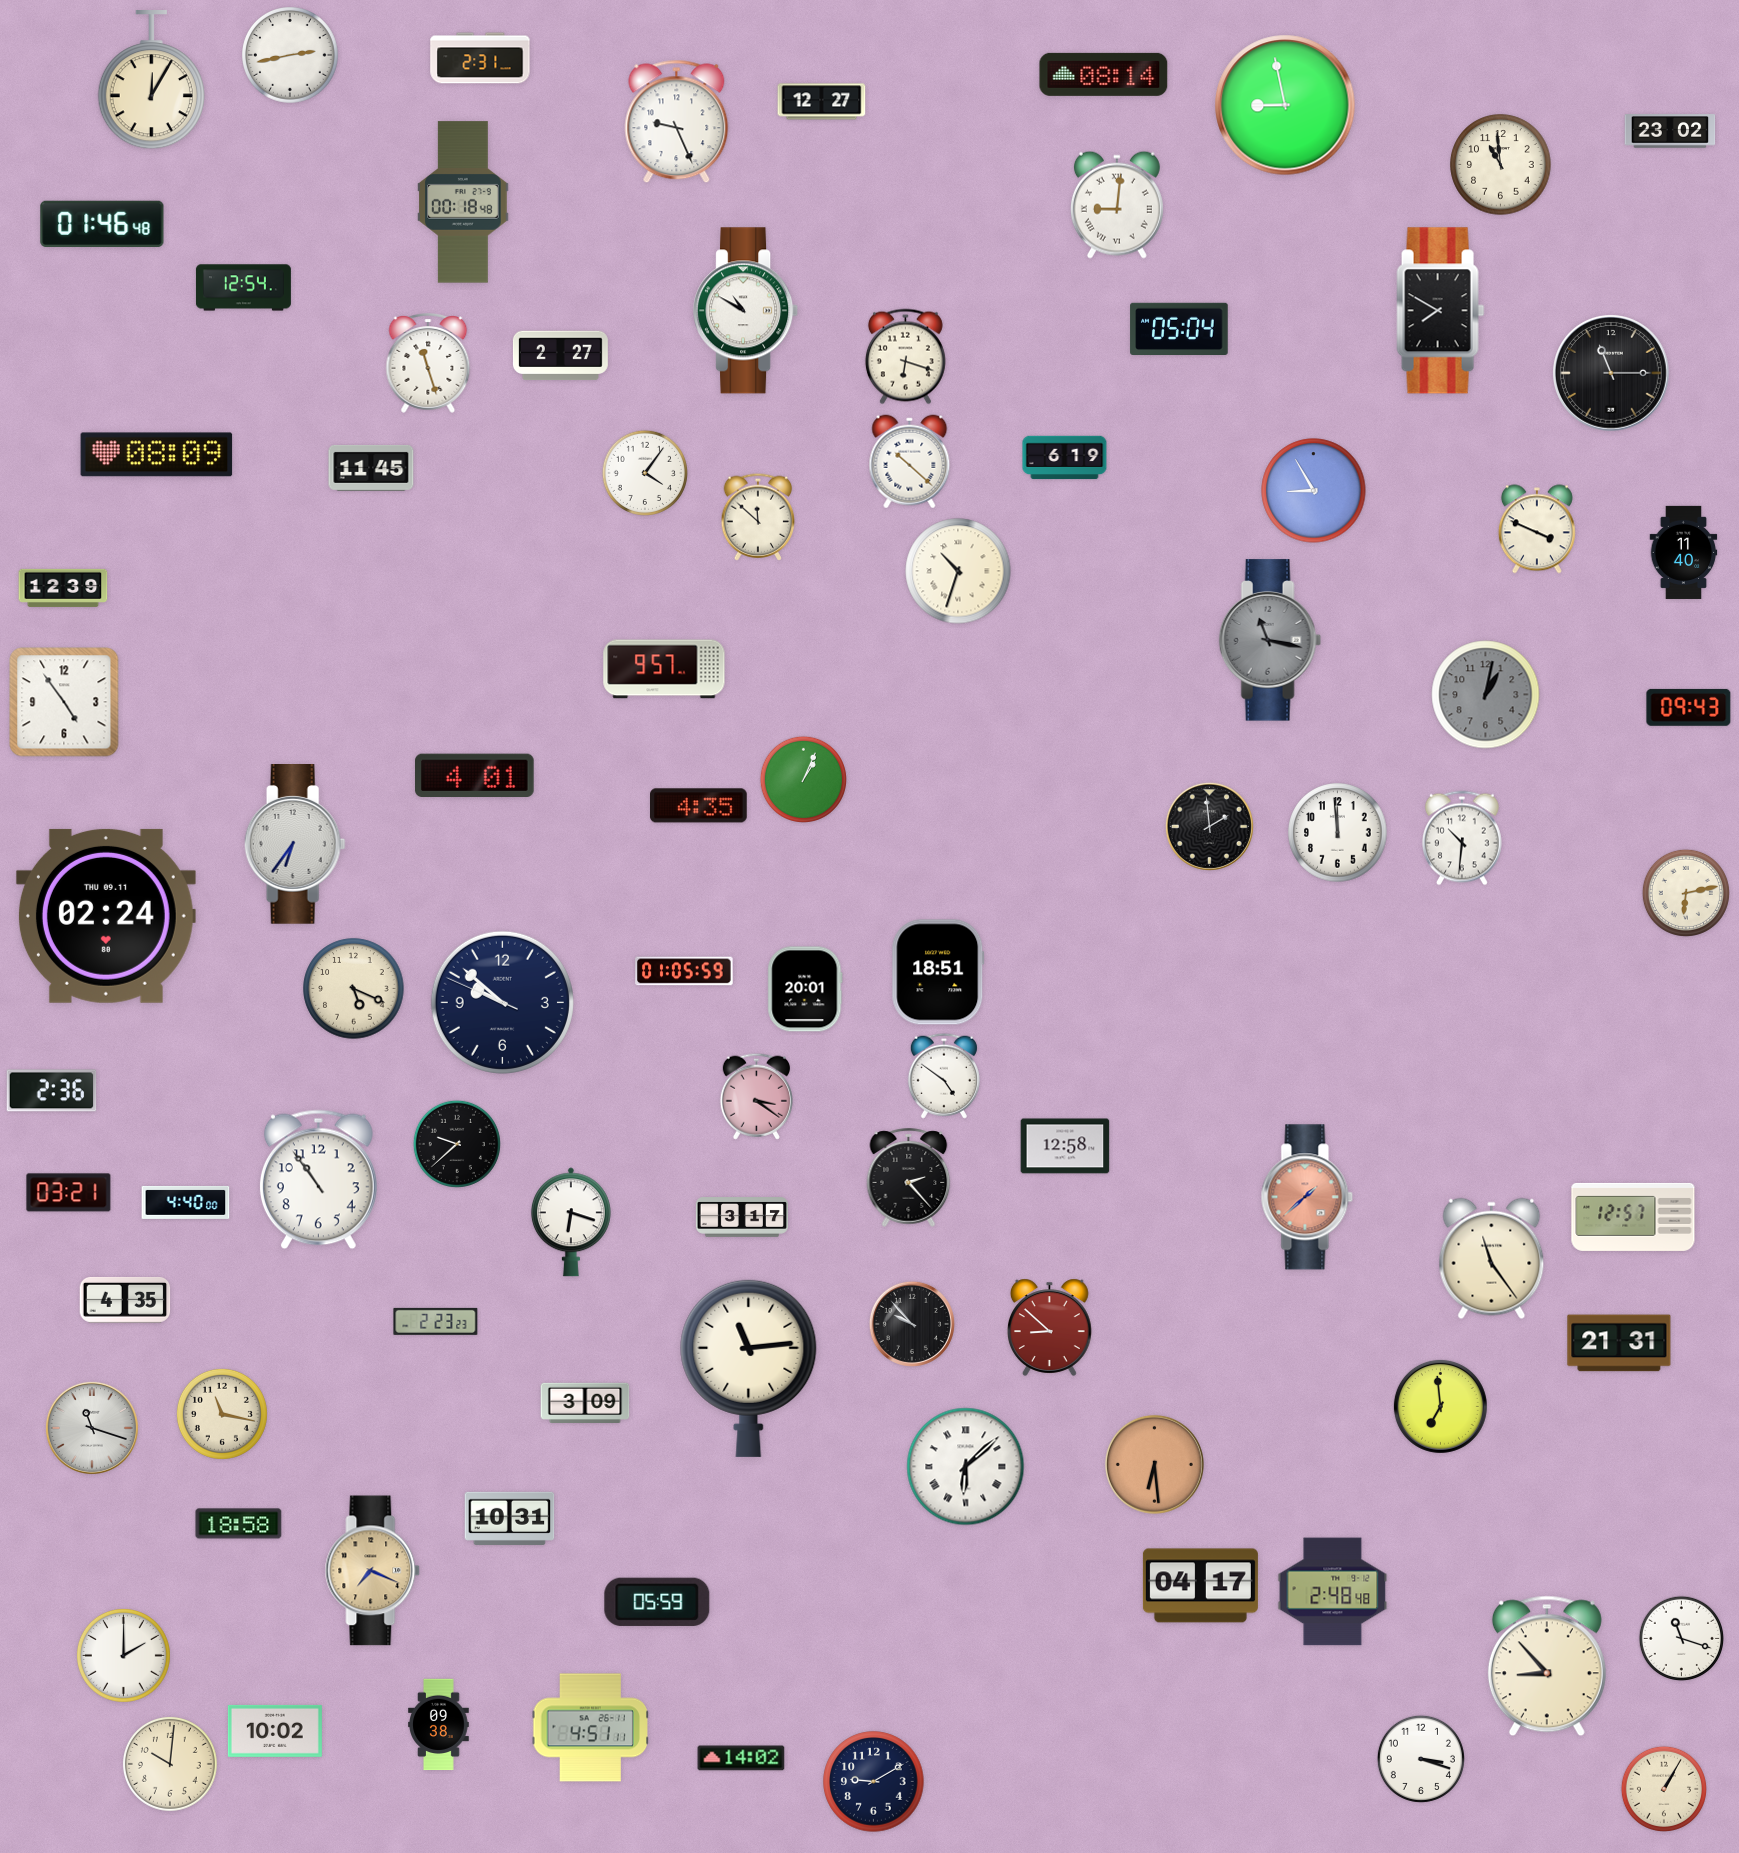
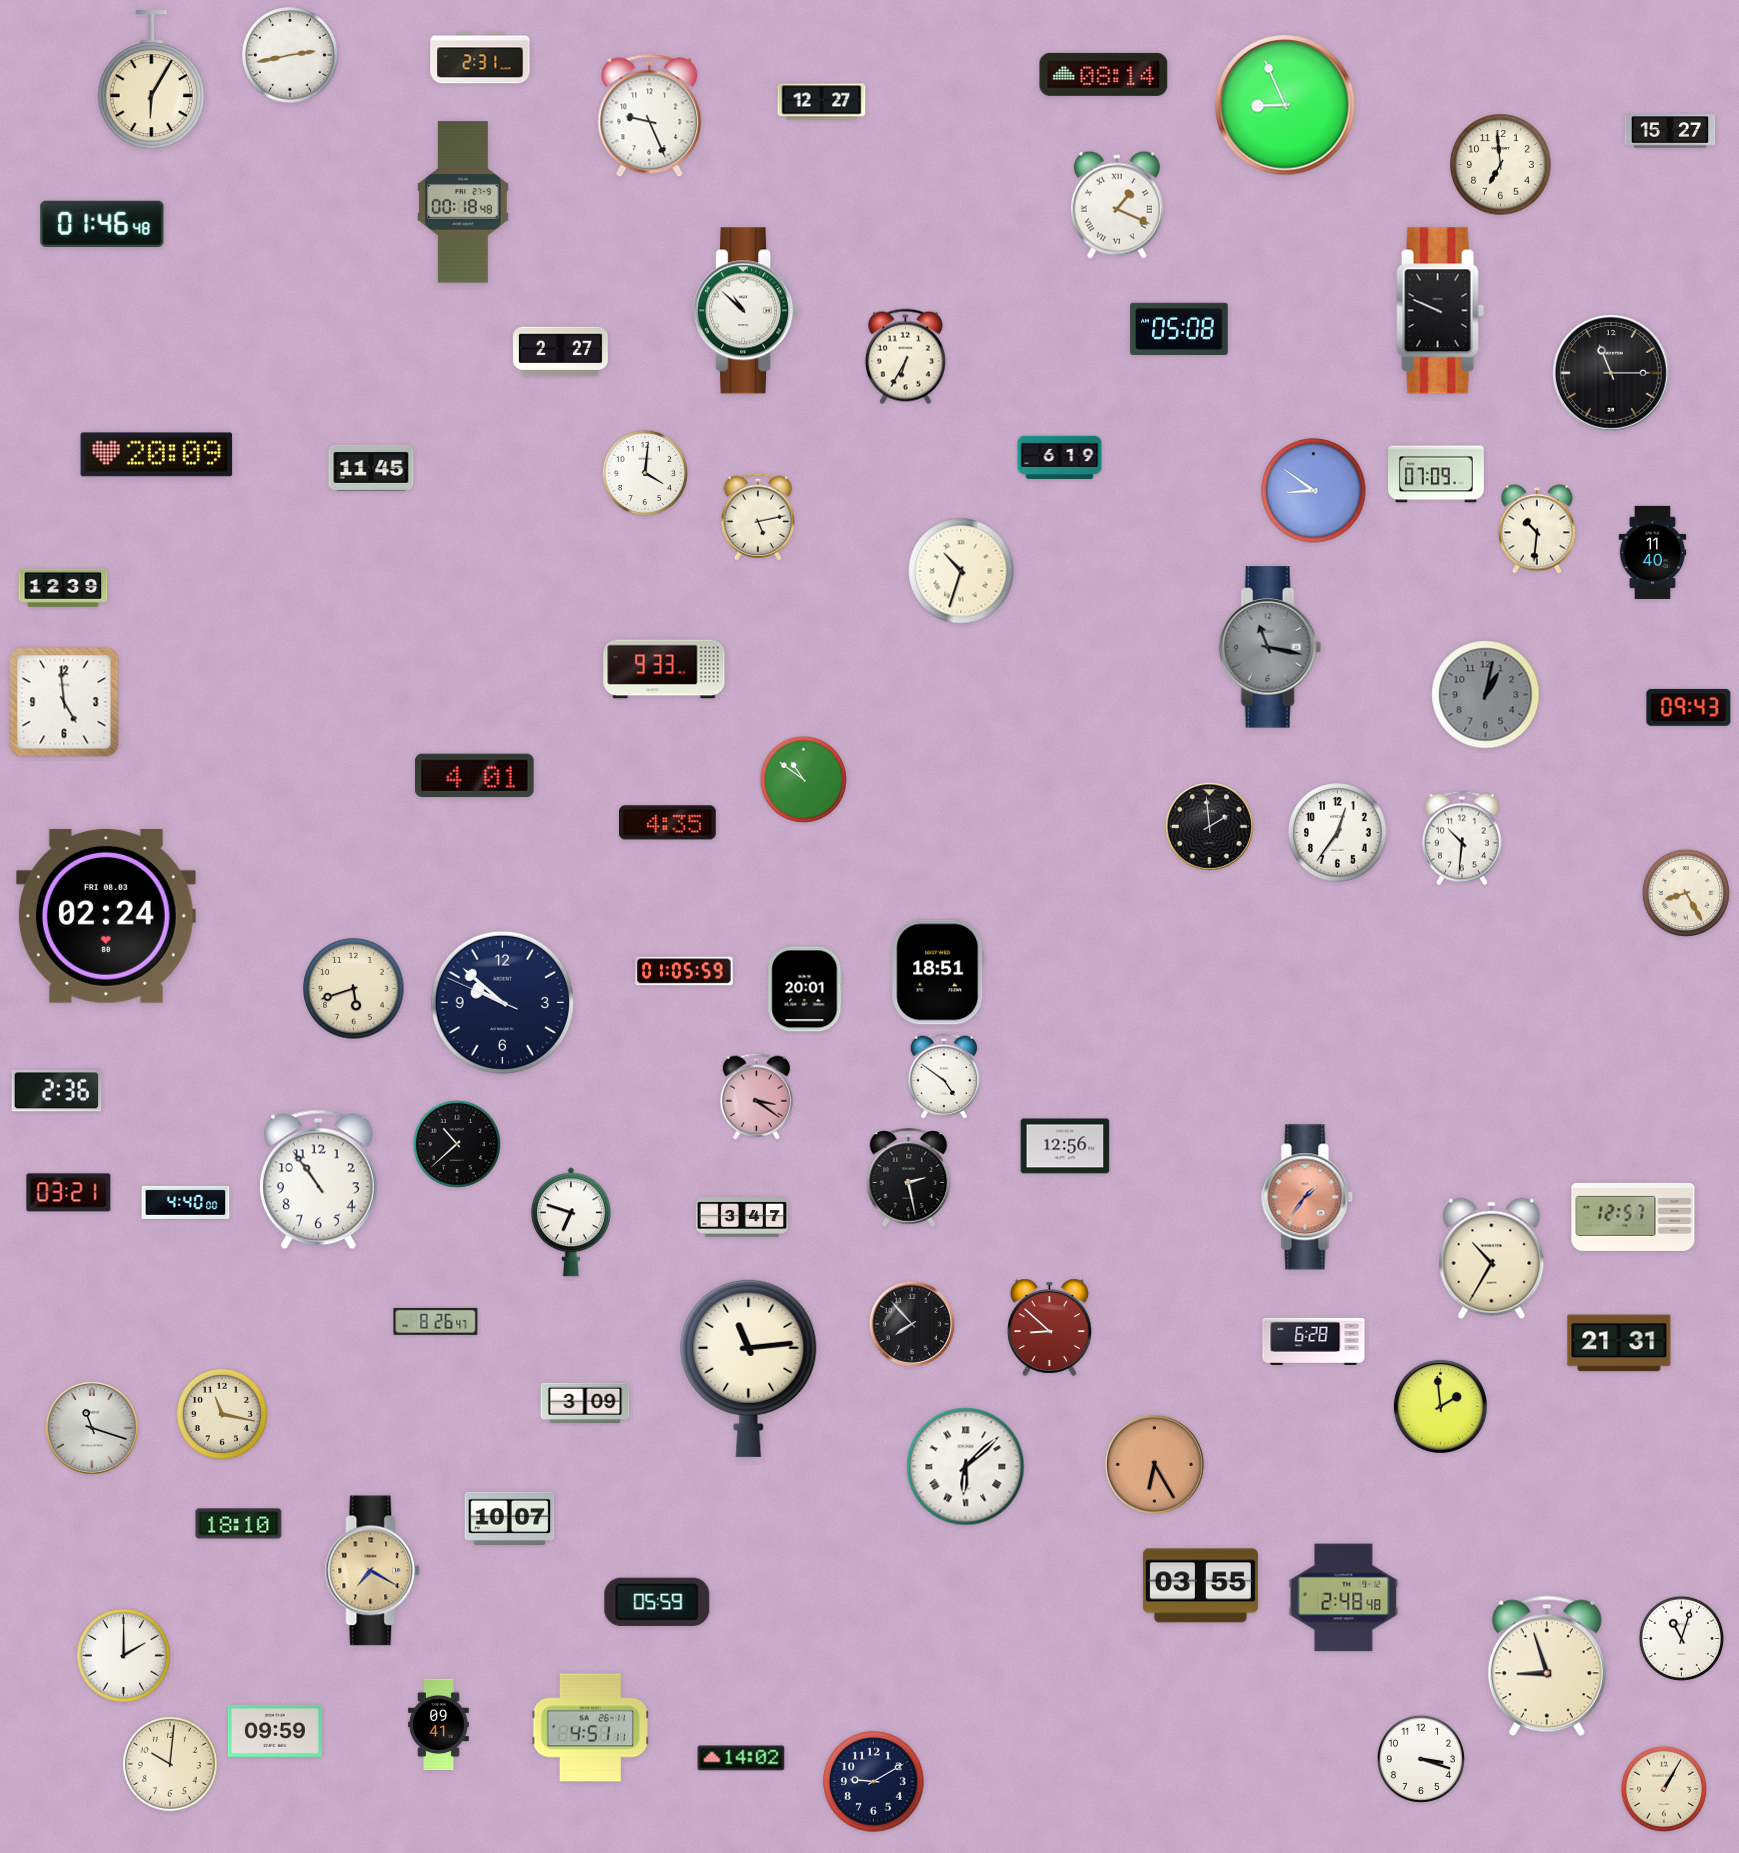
clock at (151, 81): 12:05 -> 6:05
clock at (1285, 105): 8:58 -> 8:56
clock at (677, 122) position: (677, 122) -> (650, 116)
clock at (1670, 131): 23:02 -> 15:27
clock at (1501, 165): 10:59 -> 6:59
clock at (1117, 205): 9:01 -> 1:19
clock at (243, 288): 12:54 -> none
clock at (746, 311): 10:50 -> 10:52
clock at (1441, 311): 7:50 -> 9:49
clock at (1179, 328): 05:04 -> 05:08
clock at (560, 356) position: (560, 356) -> (560, 352)
clock at (905, 357): 6:18 -> 6:35
clock at (428, 363): 11:27 -> none
clock at (157, 455): 08:09 -> 20:09
clock at (1065, 458) position: (1065, 458) -> (1060, 458)
clock at (910, 462): 10:22 -> none
clock at (645, 473): 4:06 -> 4:01
clock at (1437, 474): none -> 07:09
clock at (1314, 491): 8:55 -> 8:51
clock at (758, 517): 11:52 -> 5:13
clock at (1537, 529): 3:49 -> 10:31
clock at (1684, 552) position: (1684, 552) -> (1653, 552)
clock at (958, 571) position: (958, 571) -> (961, 571)
clock at (1270, 640) position: (1270, 640) -> (1270, 647)
clock at (664, 669): 9:57 -> 9:33
clock at (64, 702): 4:54 -> 4:59
clock at (803, 779): 1:04 -> 10:51
clock at (699, 806) position: (699, 806) -> (668, 823)
clock at (1338, 833): 11:59 -> 12:36
clock at (295, 845): 6:36 -> none
clock at (1686, 893): 6:13 -> 8:25
clock at (106, 916) date: THU 09.11 -> FRI 08.03
clock at (354, 989): 5:19 -> 5:42
clock at (52, 1091) position: (52, 1091) -> (57, 1091)
clock at (457, 1144): 9:38 -> 10:38
clock at (1065, 1146): 12:58 -> 12:56
clock at (909, 1177): 2:23 -> 2:28
clock at (1307, 1197): 1:38 -> 1:36
clock at (742, 1218): 3:17 -> 3:47
clock at (571, 1222): 6:18 -> 6:48
clock at (1492, 1259): 11:24 -> 10:35
clock at (125, 1300): 4:35 -> none
clock at (436, 1321): 2:23 -> 8:26
clock at (912, 1324): 9:53 -> 7:53
clock at (1314, 1341): none -> 6:28
clock at (1440, 1406): 6:59 -> 1:59
clock at (1154, 1464): 6:29 -> 6:25
clock at (510, 1518): 10:31 -> 10:07
clock at (239, 1524): 18:58 -> 18:10
clock at (373, 1571): 7:19 -> 7:20
clock at (1200, 1586): 04:17 -> 03:55
clock at (1333, 1592) position: (1333, 1592) -> (1344, 1598)
clock at (1681, 1638): 11:18 -> 11:03
clock at (1547, 1666): 8:53 -> 8:57
clock at (439, 1725): 09:38 -> 09:41
clock at (275, 1731): 10:02 -> 09:59
